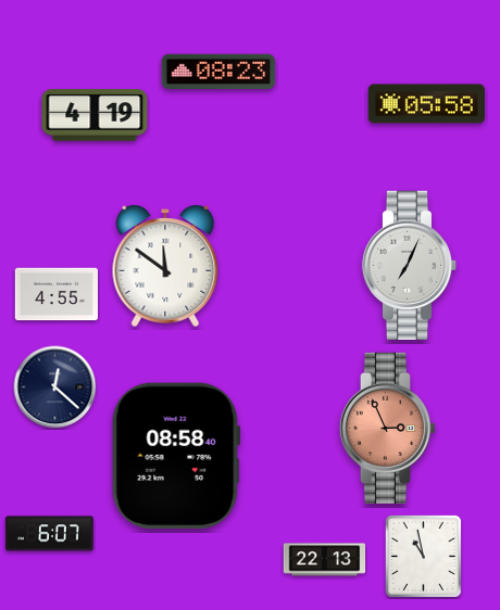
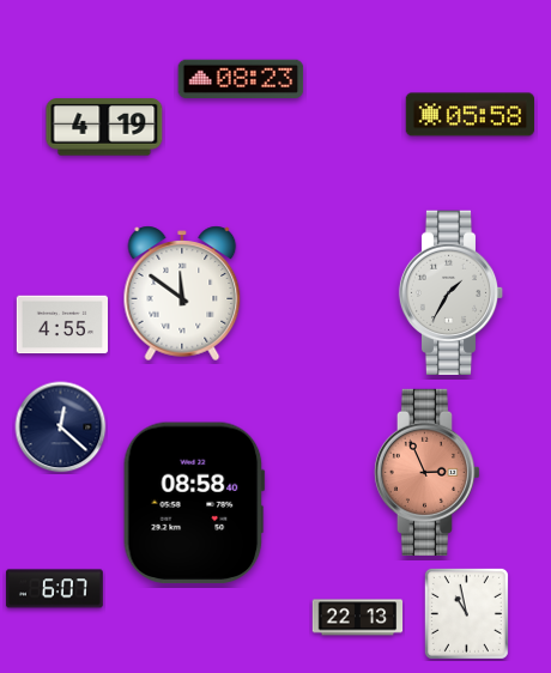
clock at (410, 265): 7:04 -> 1:35
